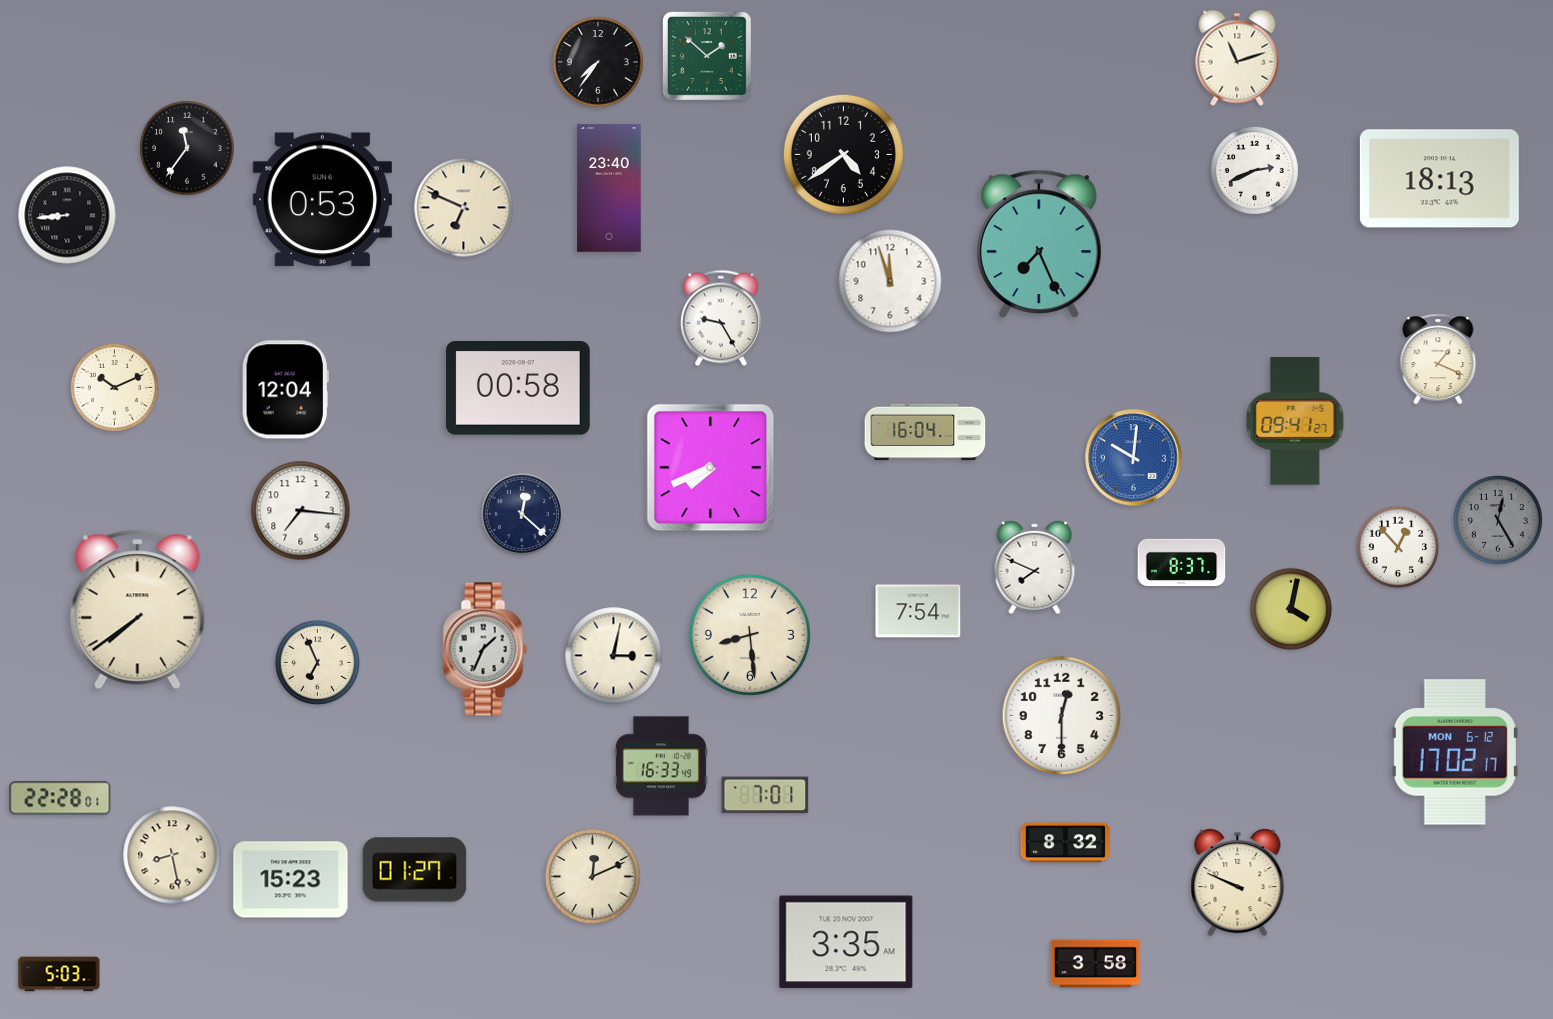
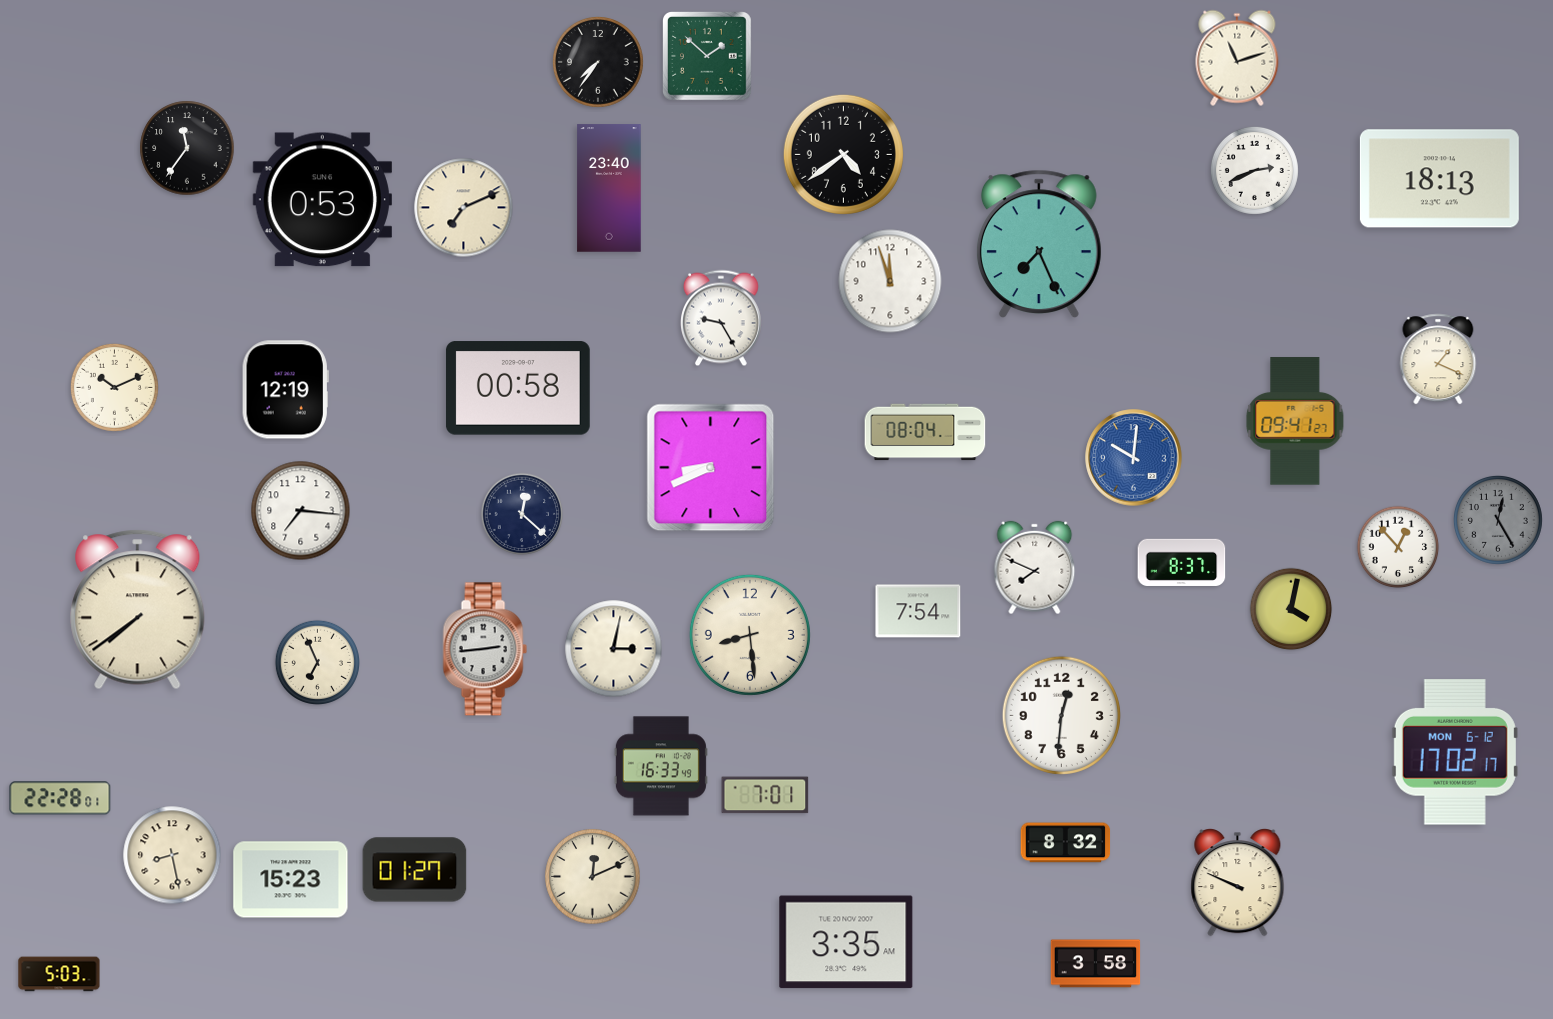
clock at (464, 208): 6:49 -> 7:11
clock at (67, 215): 8:44 -> none
clock at (285, 390): 12:04 -> 12:19
clock at (925, 432): 16:04 -> 08:04
clock at (711, 468): 7:41 -> 8:41
clock at (485, 649): 1:34 -> 2:44
clock at (614, 656) position: (614, 656) -> (614, 649)
clock at (1061, 715): 12:30 -> 12:31
